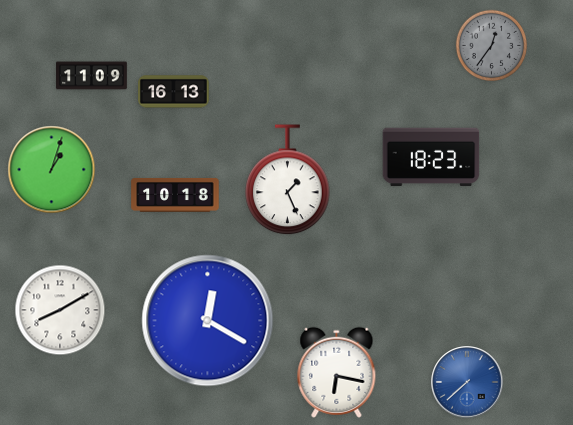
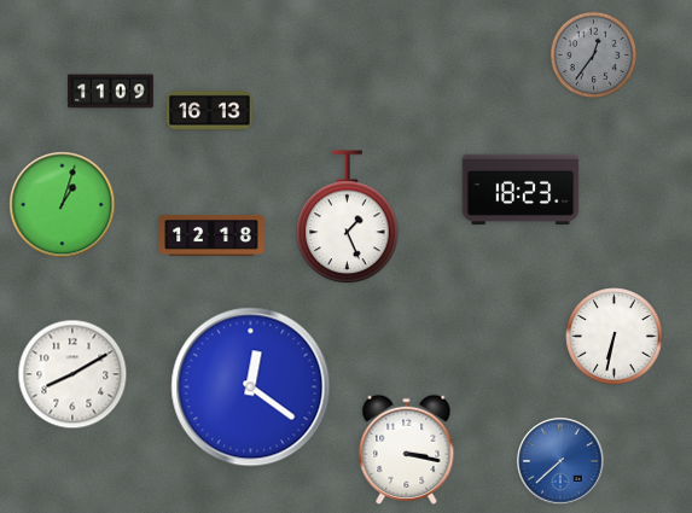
clock at (175, 195): 10:18 -> 12:18
clock at (615, 337): none -> 6:32
clock at (208, 321): 12:20 -> 12:21
clock at (337, 372): 6:17 -> 3:17
clock at (467, 382) position: (467, 382) -> (560, 461)
